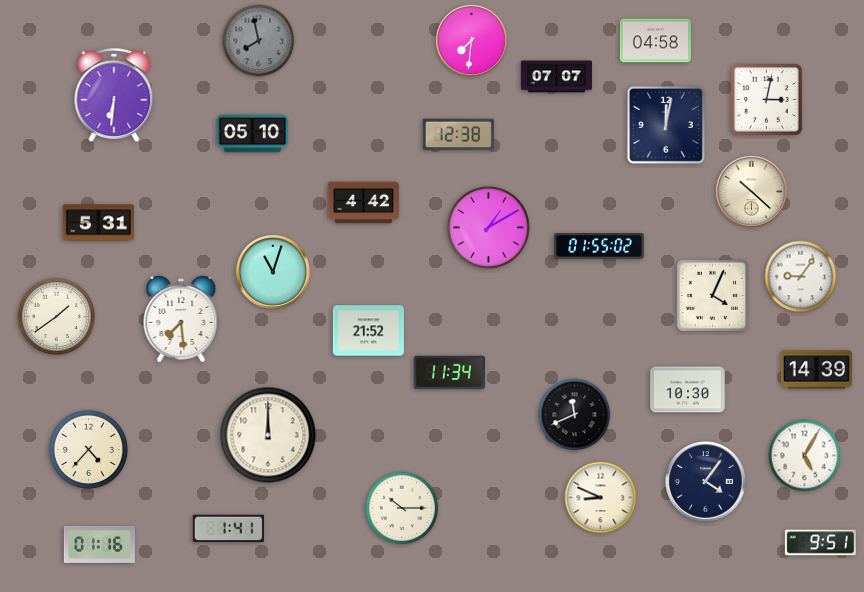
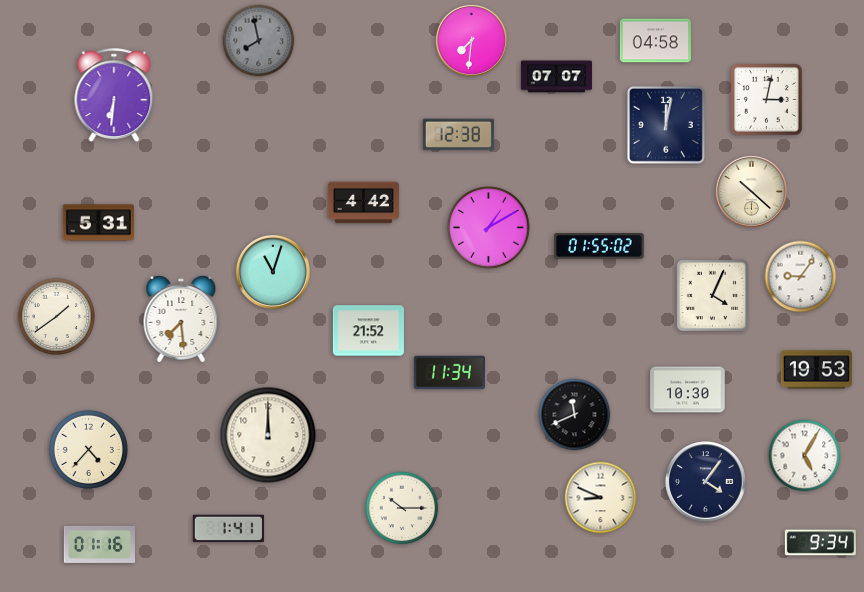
clock at (252, 134): 05:10 -> none
clock at (816, 370): 14:39 -> 19:53
clock at (820, 543): 9:51 -> 9:34
